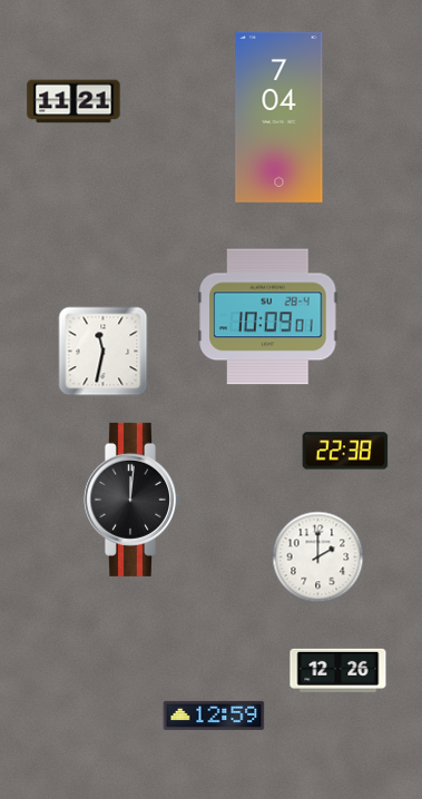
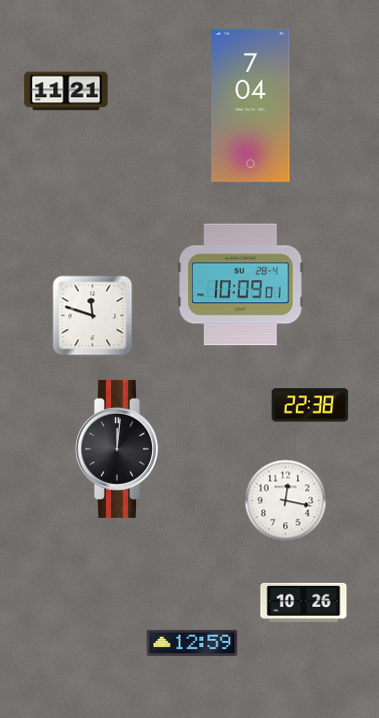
clock at (104, 352): 11:32 -> 11:48
clock at (318, 558): 2:00 -> 12:17
clock at (338, 670): 12:26 -> 10:26
